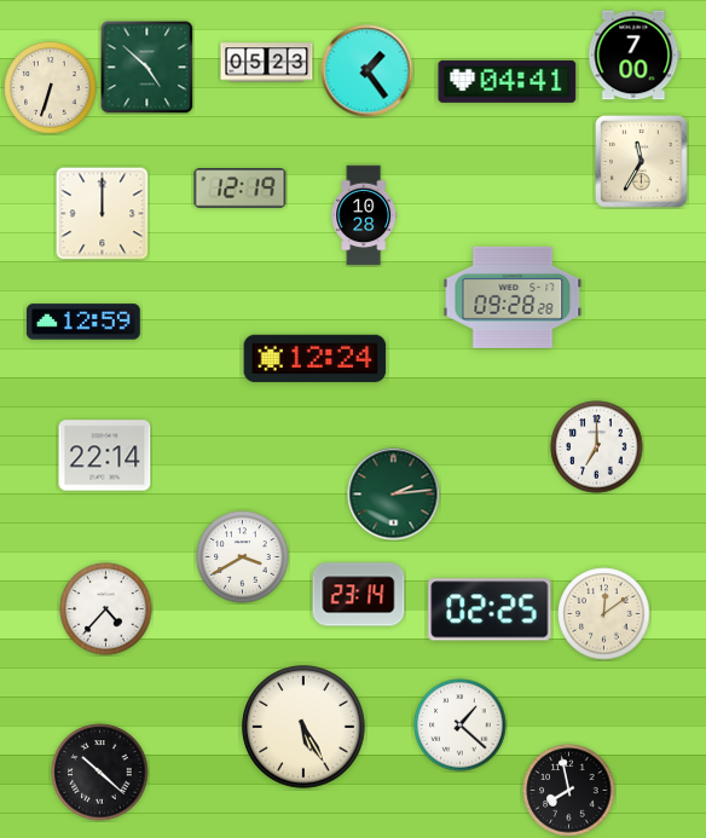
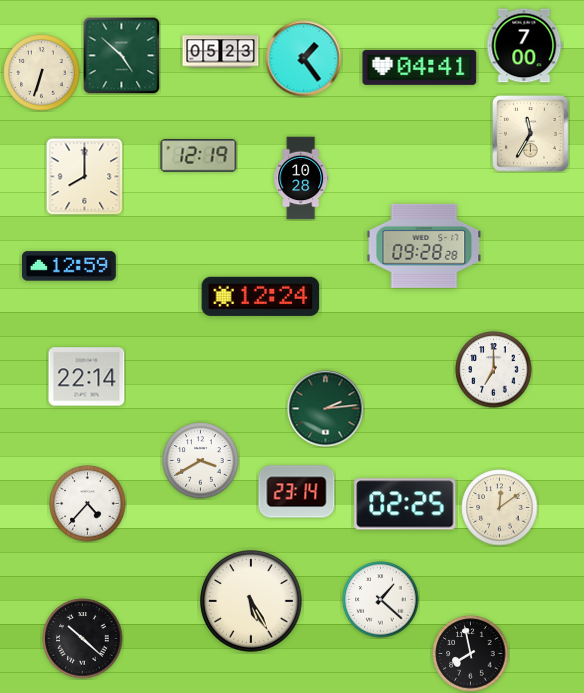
clock at (102, 213): 12:00 -> 8:00
